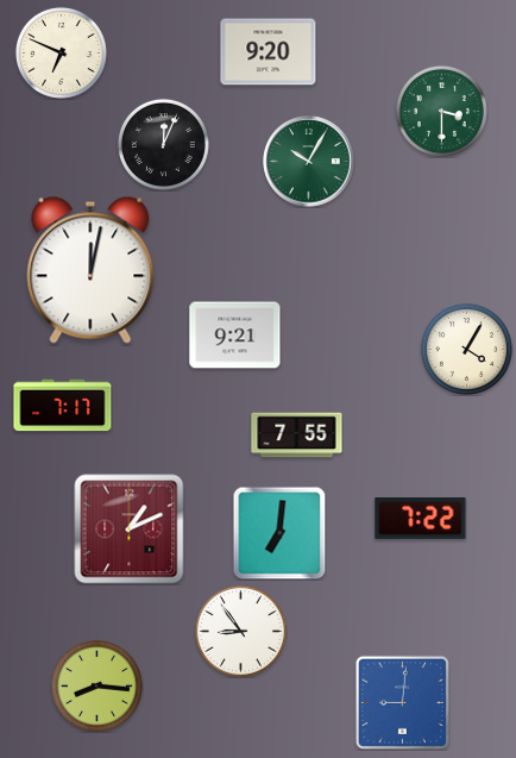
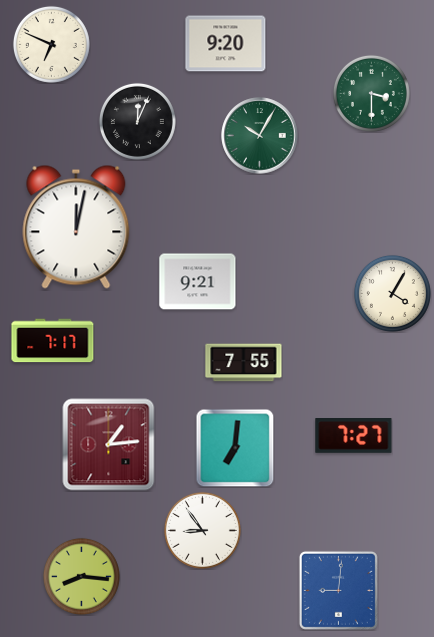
clock at (297, 436) position: (297, 436) -> (244, 363)
clock at (421, 519): 7:22 -> 7:27
clock at (130, 530): 1:11 -> 1:14
